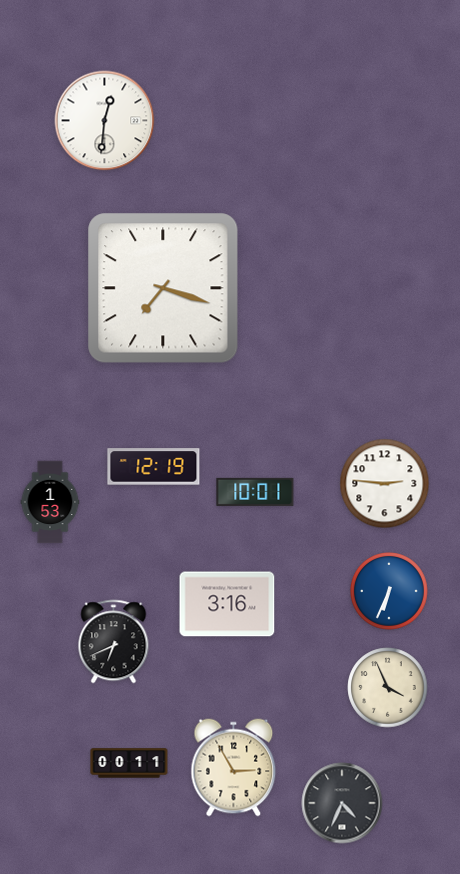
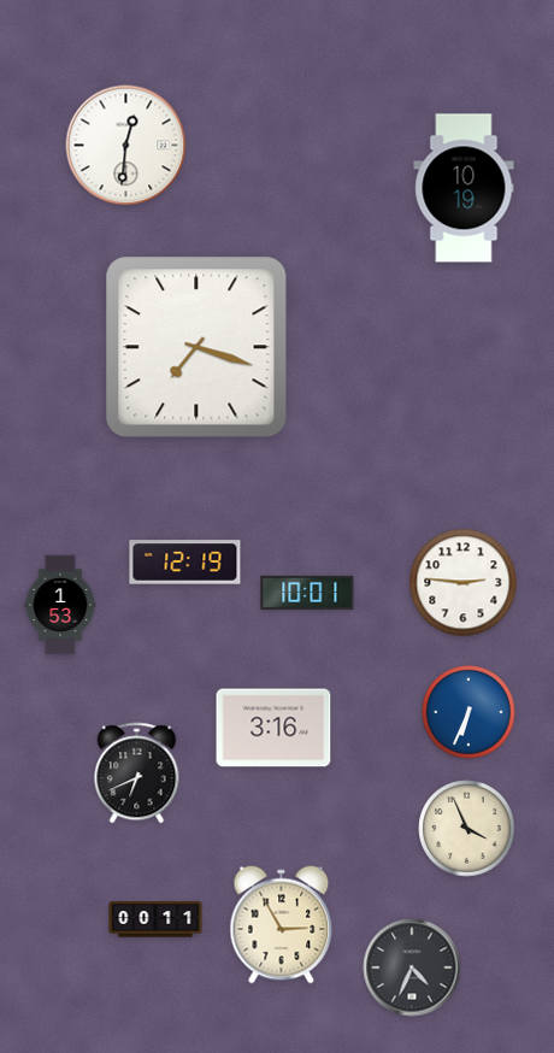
clock at (464, 188): none -> 10:19
